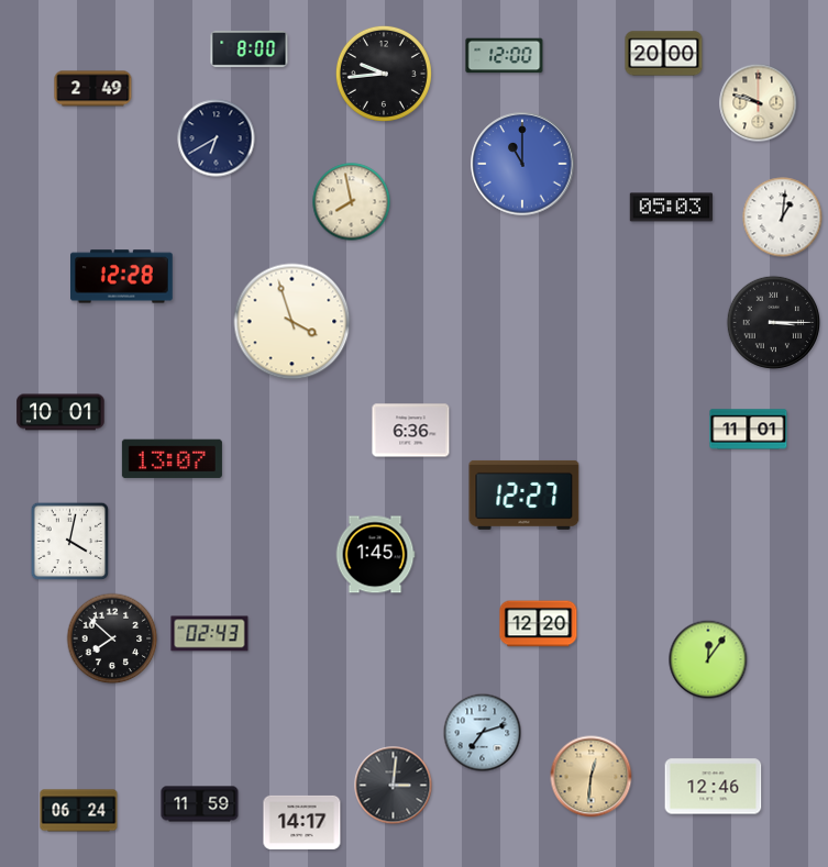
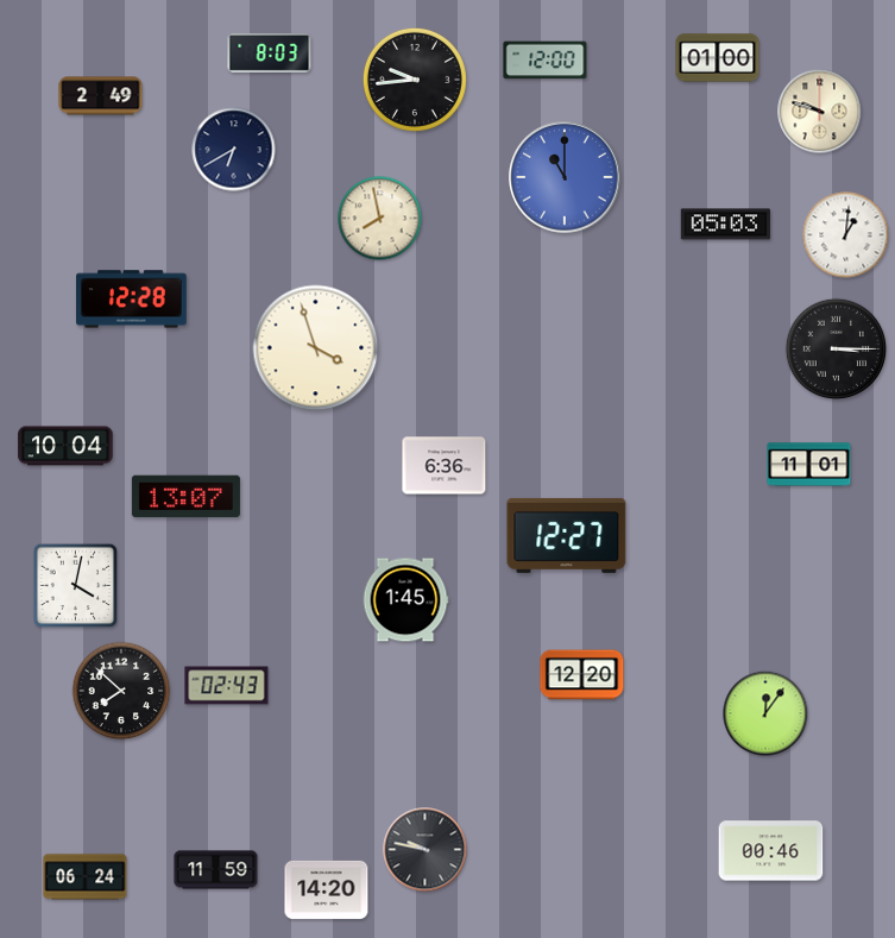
clock at (250, 48): 8:00 -> 8:03
clock at (664, 54): 20:00 -> 01:00
clock at (60, 412): 10:01 -> 10:04
clock at (483, 733): 7:12 -> none
clock at (592, 777): 12:31 -> none
clock at (394, 786): 3:01 -> 9:47
clock at (714, 787): 12:46 -> 00:46
clock at (302, 822): 14:17 -> 14:20
